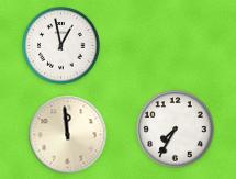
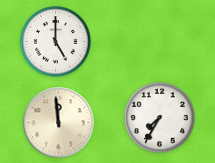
clock at (61, 46): 12:58 -> 5:00
clock at (68, 135) position: (68, 135) -> (59, 123)
